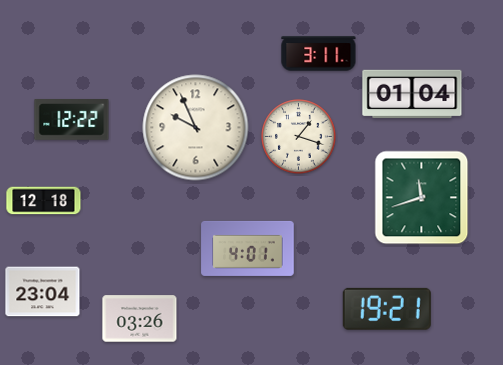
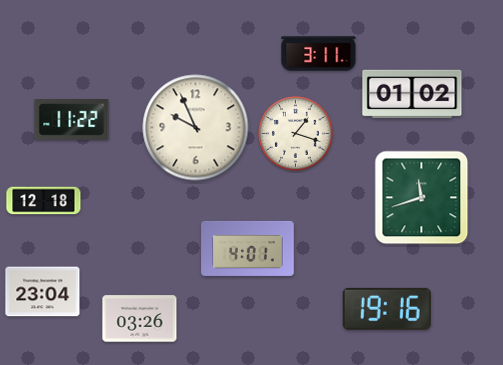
clock at (412, 94): 01:04 -> 01:02
clock at (72, 120): 12:22 -> 11:22
clock at (299, 137) position: (299, 137) -> (296, 134)
clock at (387, 309): 19:21 -> 19:16
